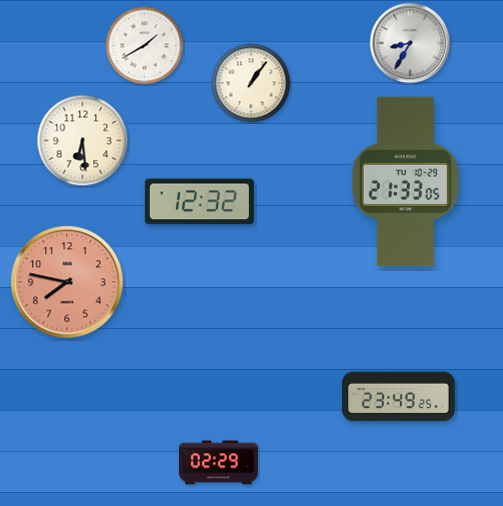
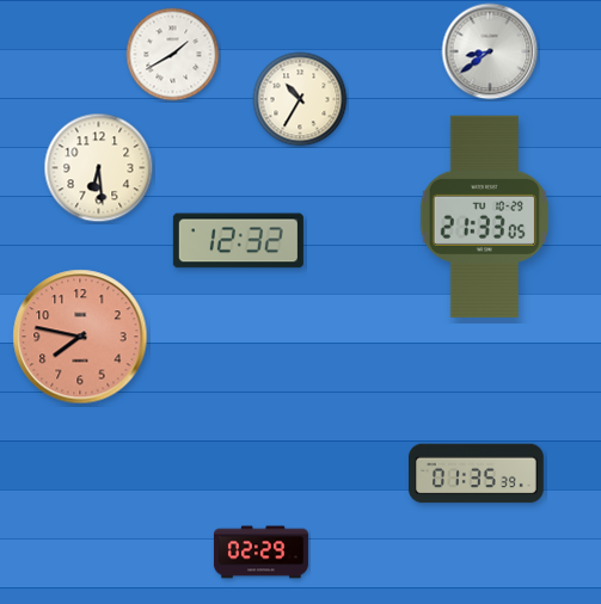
clock at (410, 43): 8:35 -> 8:39
clock at (251, 83): 1:06 -> 10:35
clock at (399, 397): 23:49 -> 01:35
